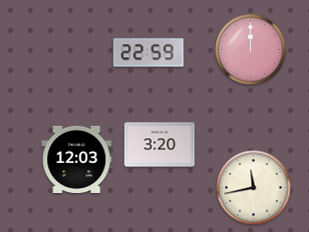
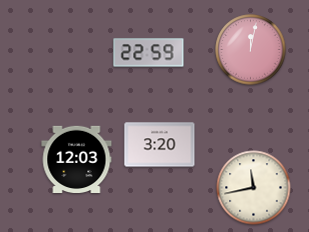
clock at (251, 50): 12:00 -> 12:02
